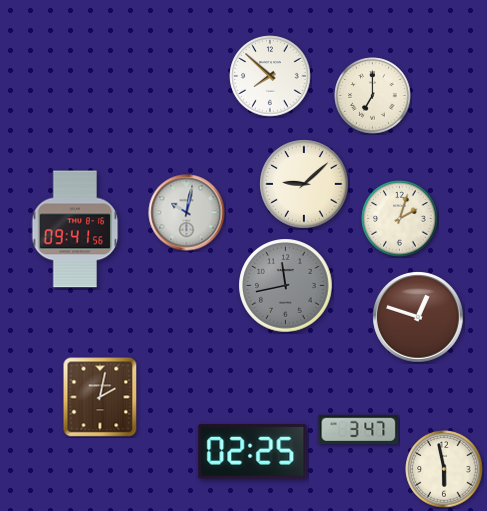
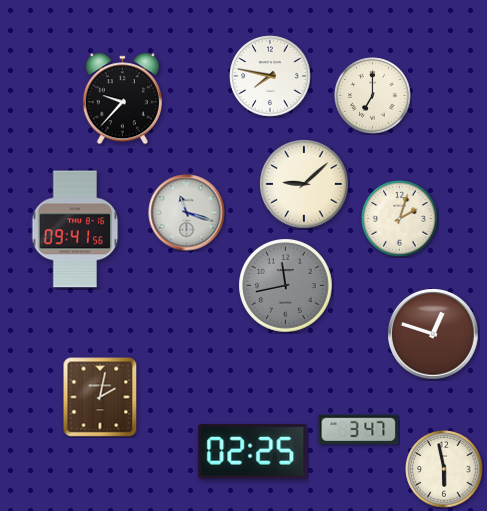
clock at (270, 76): 7:52 -> 7:47
clock at (122, 99): none -> 9:37
clock at (187, 213): 10:02 -> 11:18
clock at (418, 317) position: (418, 317) -> (433, 334)
